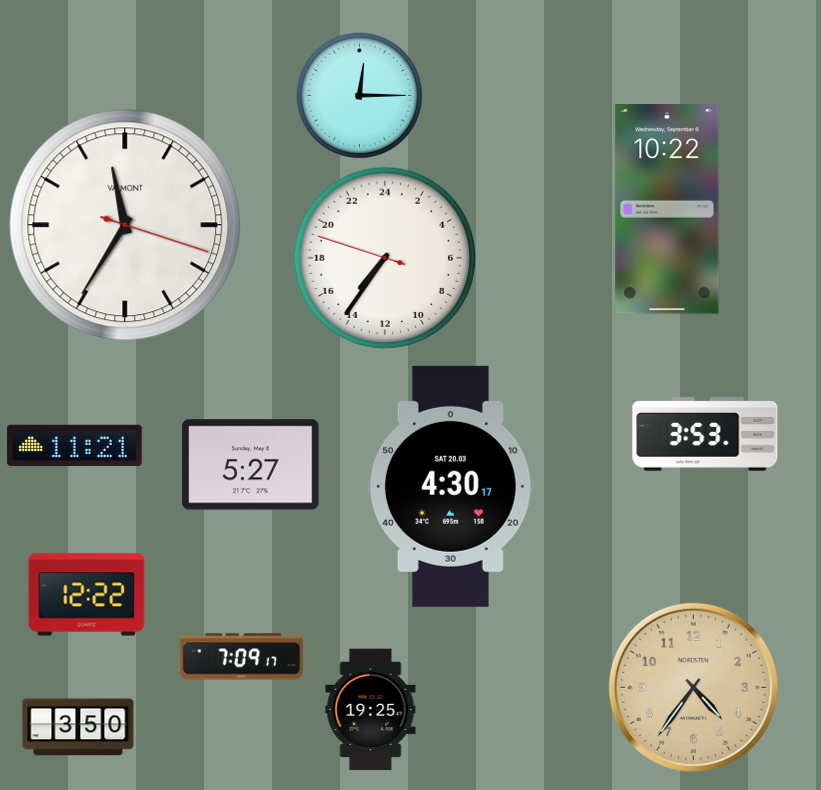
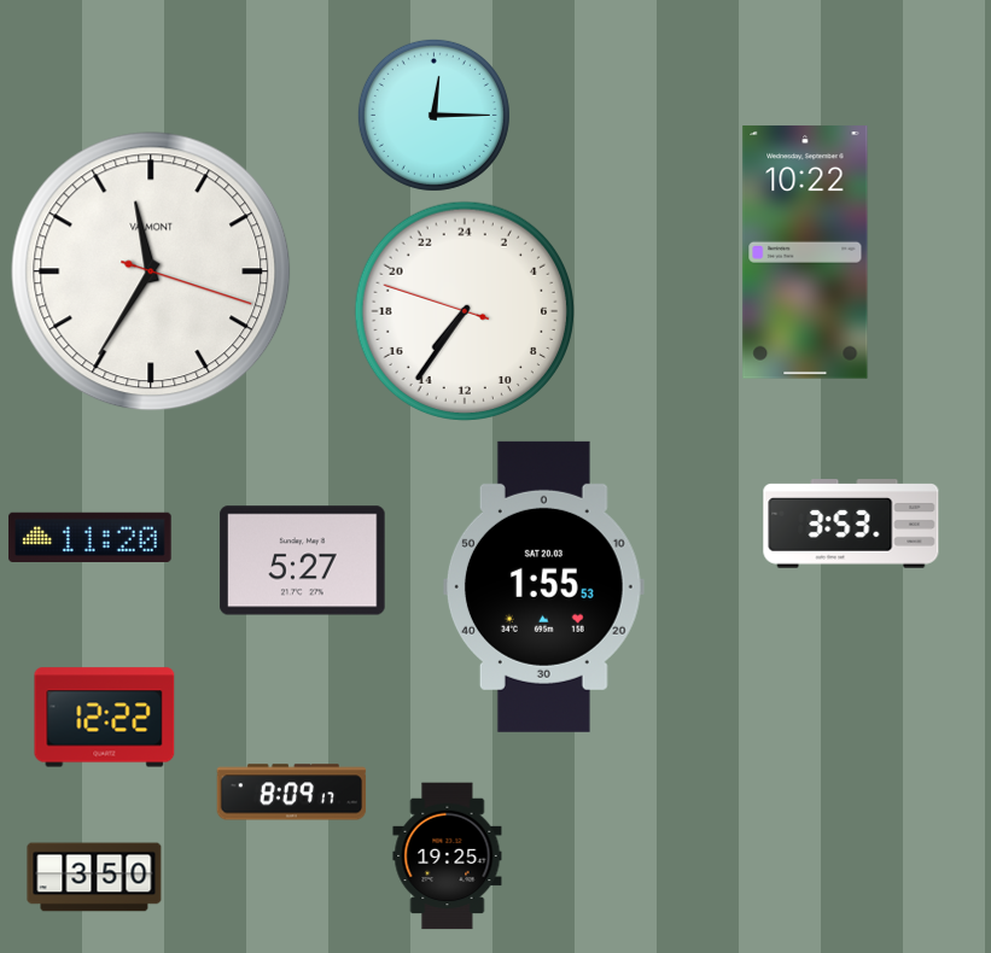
clock at (75, 445): 11:21 -> 11:20
clock at (450, 486): 4:30 -> 1:55
clock at (242, 657): 7:09 -> 8:09
clock at (693, 687): 4:36 -> none
